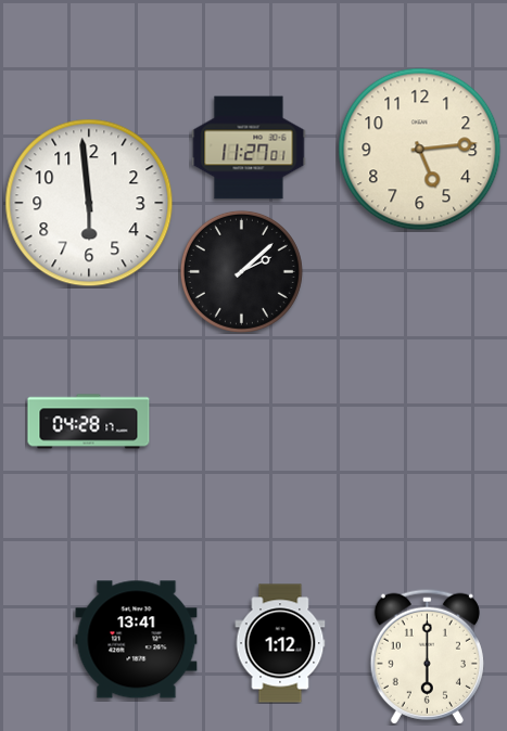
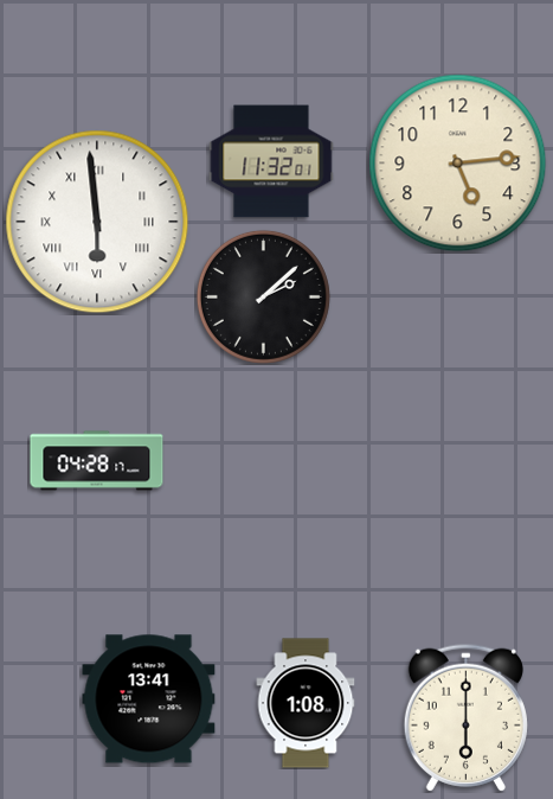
clock at (249, 148): 11:27 -> 11:32
clock at (89, 203) numerals: Arabic -> Roman
clock at (280, 643): 1:12 -> 1:08
